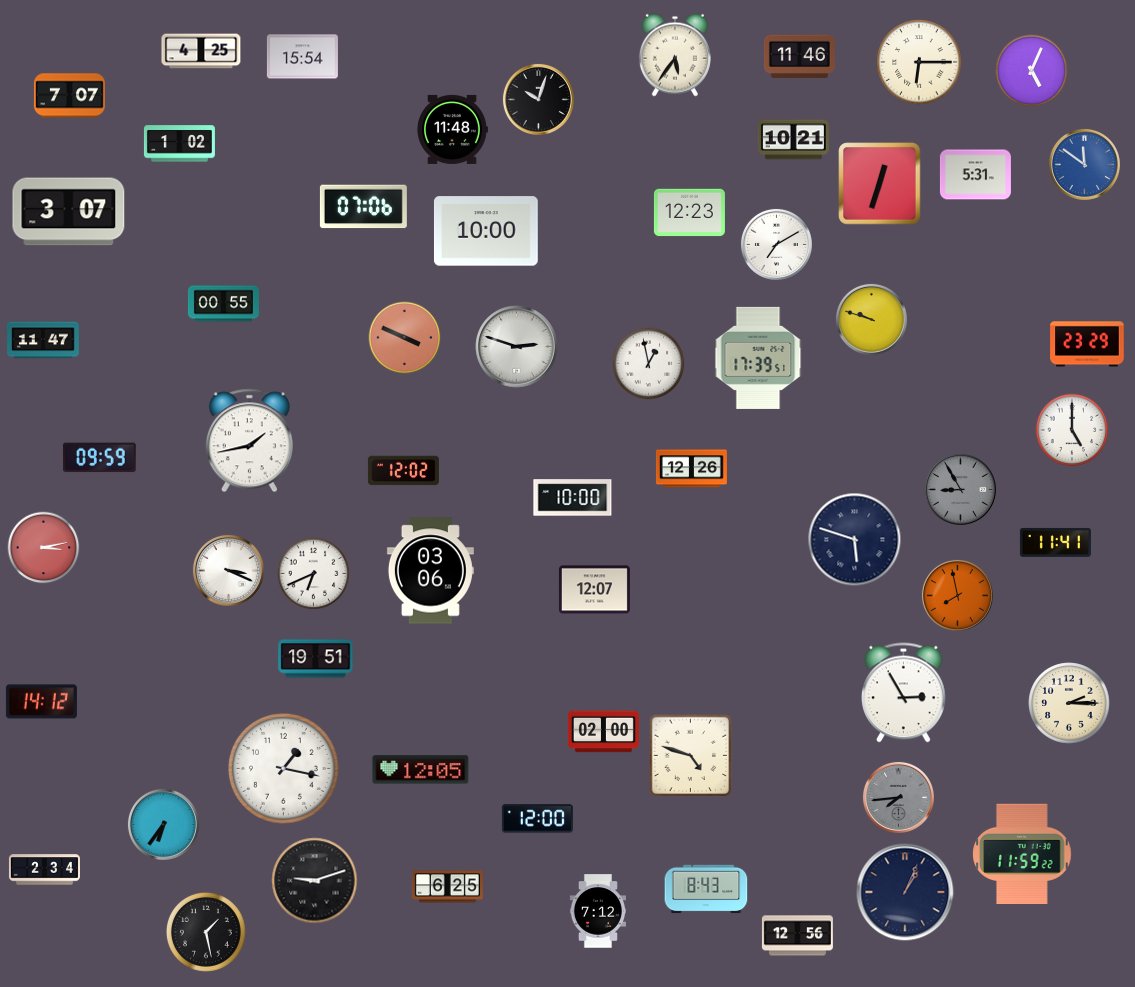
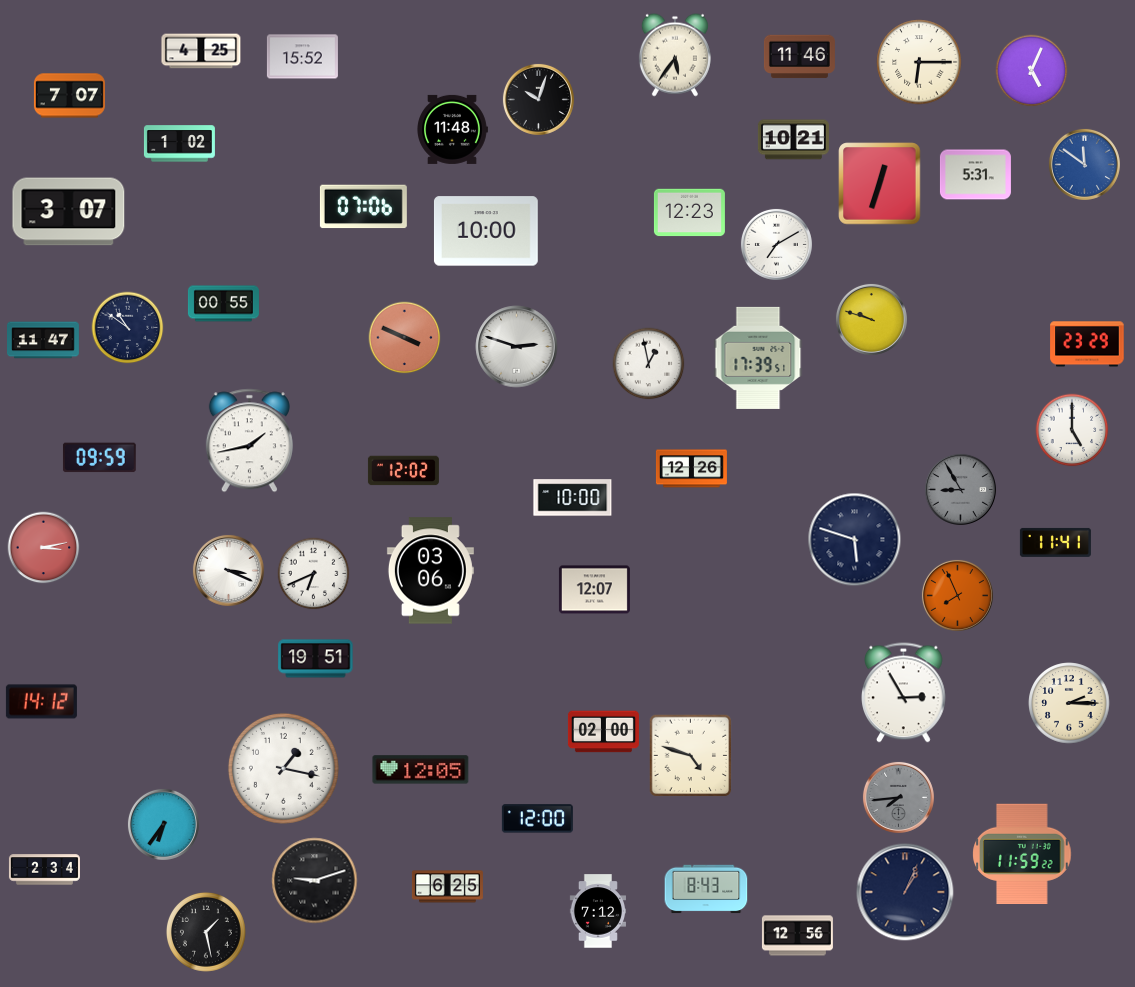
clock at (302, 57): 15:54 -> 15:52
clock at (128, 328): none -> 10:51
clock at (957, 595): 7:58 -> 7:56
